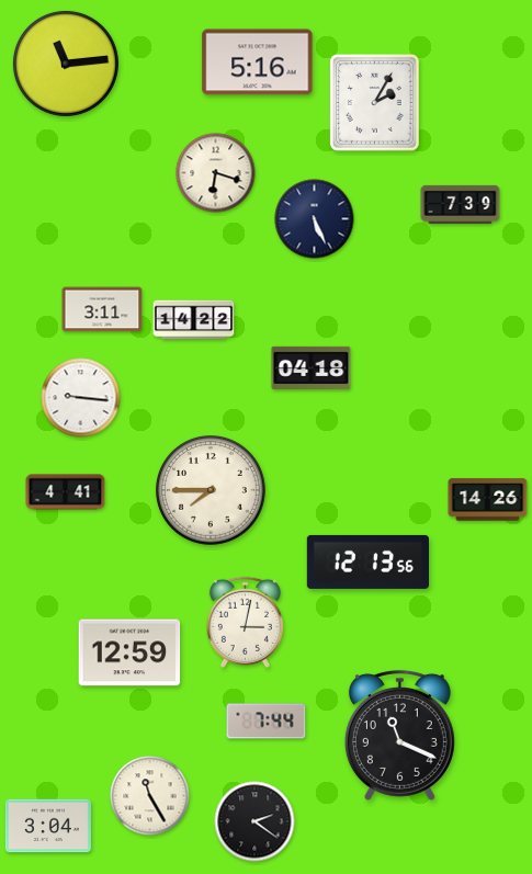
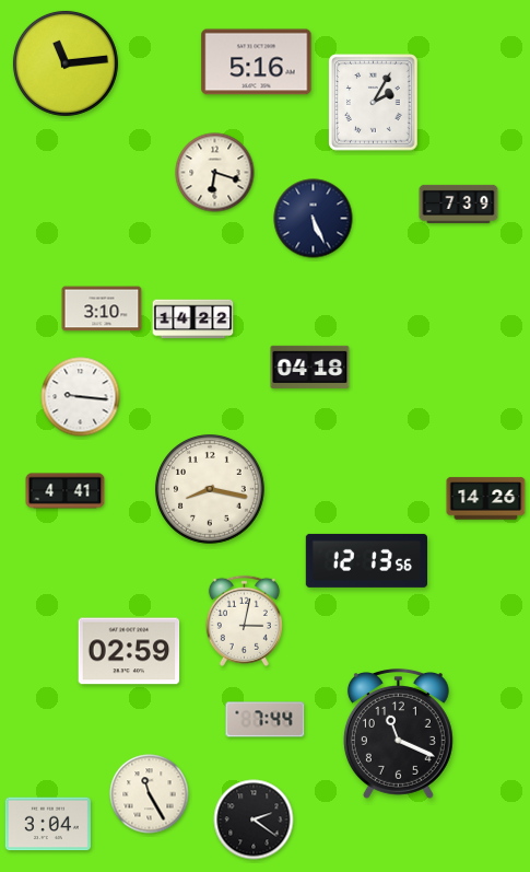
clock at (102, 309): 3:11 -> 3:10
clock at (211, 490): 7:45 -> 8:17
clock at (129, 652): 12:59 -> 02:59
